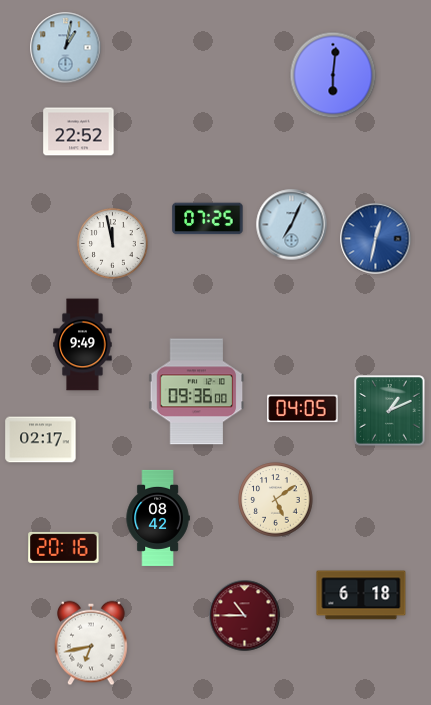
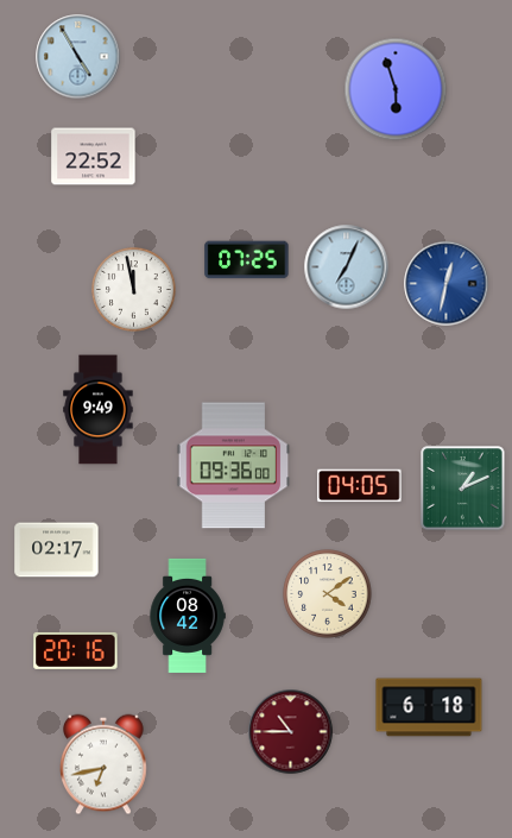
clock at (66, 48): 1:02 -> 4:55
clock at (333, 75): 6:01 -> 5:57
clock at (41, 440) position: (41, 440) -> (57, 550)
clock at (276, 500): 5:09 -> 4:09
clock at (91, 643) position: (91, 643) -> (103, 764)
